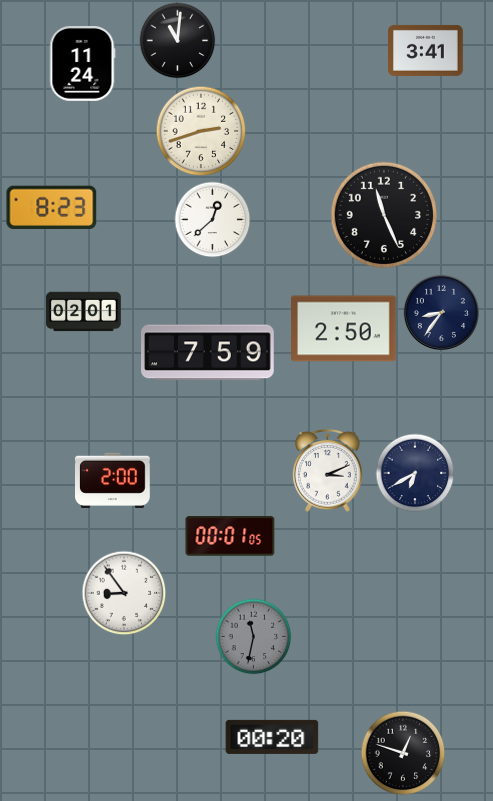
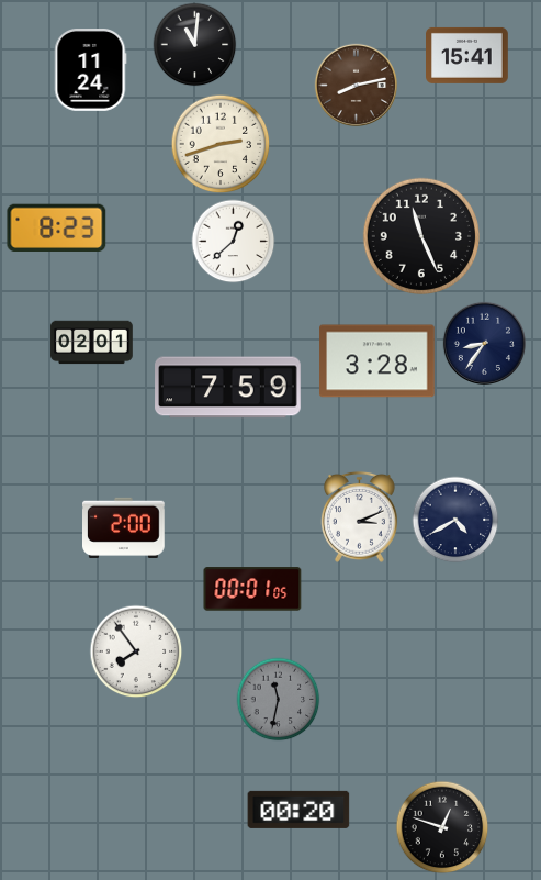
clock at (426, 50): 3:41 -> 15:41
clock at (356, 85): none -> 8:13
clock at (344, 329): 2:50 -> 3:28
clock at (415, 473): 6:40 -> 4:40
clock at (124, 593): 8:54 -> 7:54
